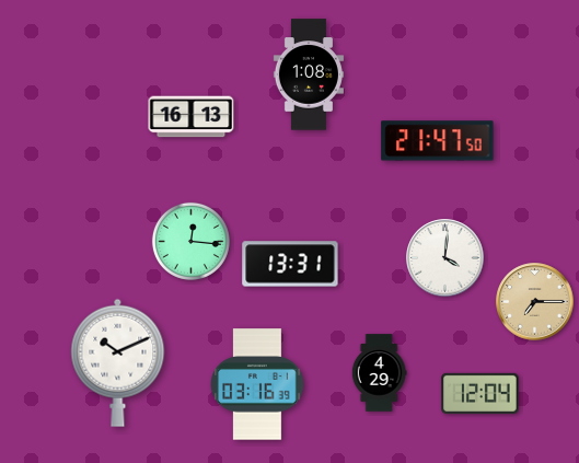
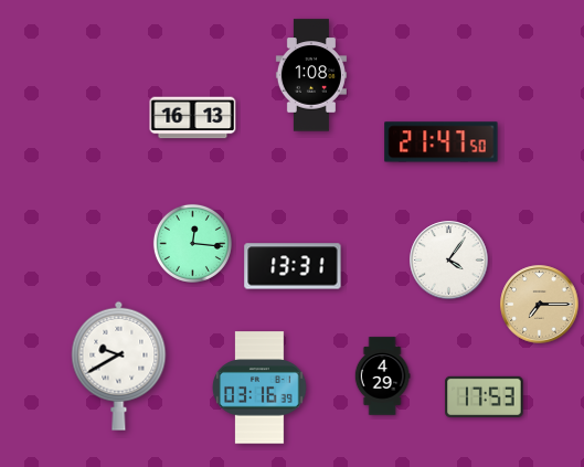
clock at (445, 258): 4:01 -> 4:06
clock at (118, 362): 10:11 -> 9:40
clock at (480, 393): 12:04 -> 17:53
